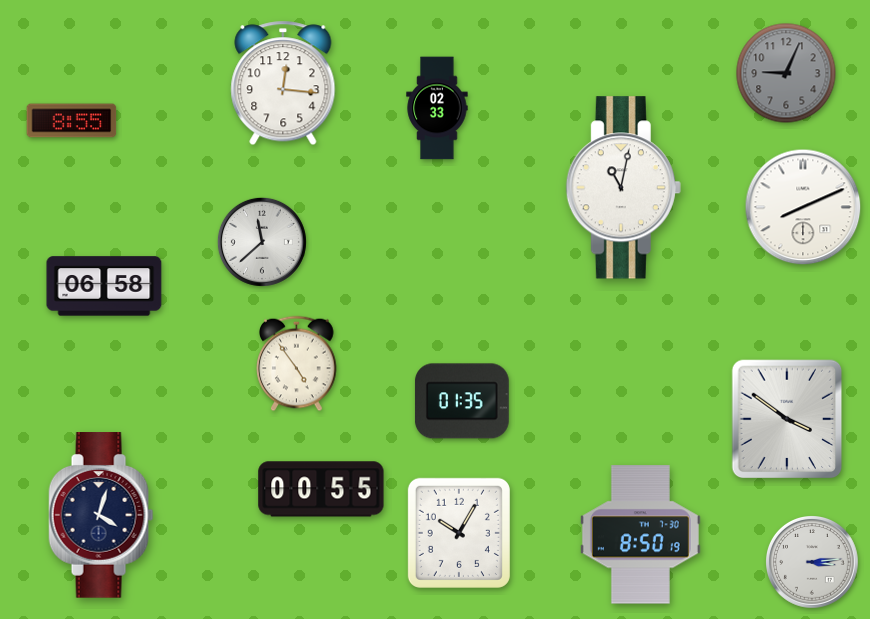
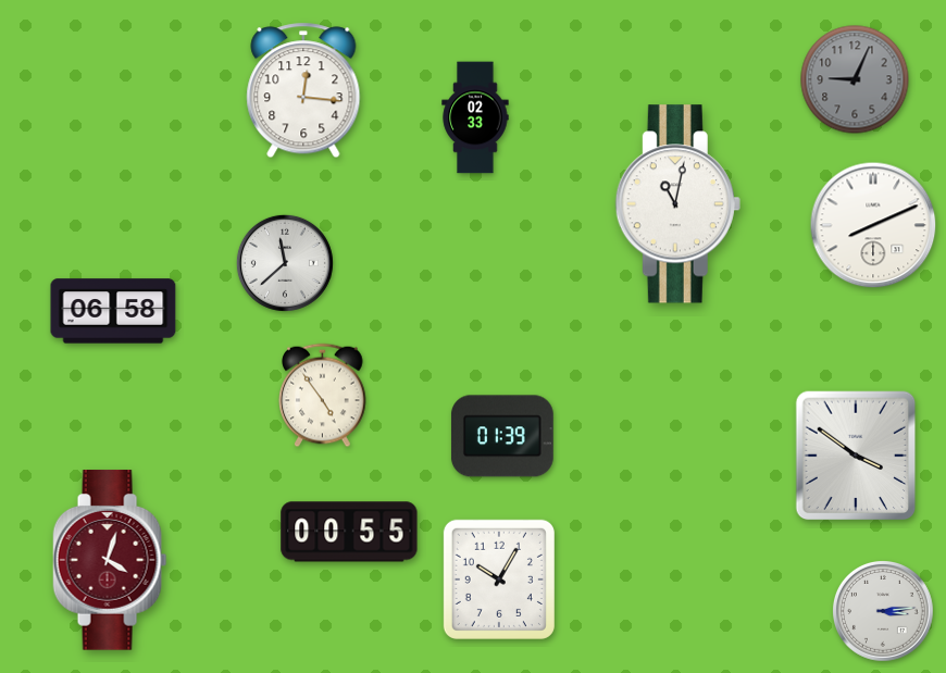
clock at (283, 83) position: (283, 83) -> (303, 90)
clock at (72, 121): 8:55 -> none
clock at (462, 401): 01:35 -> 01:39
clock at (101, 515) dial: navy -> burgundy
clock at (640, 535): 8:50 -> none
